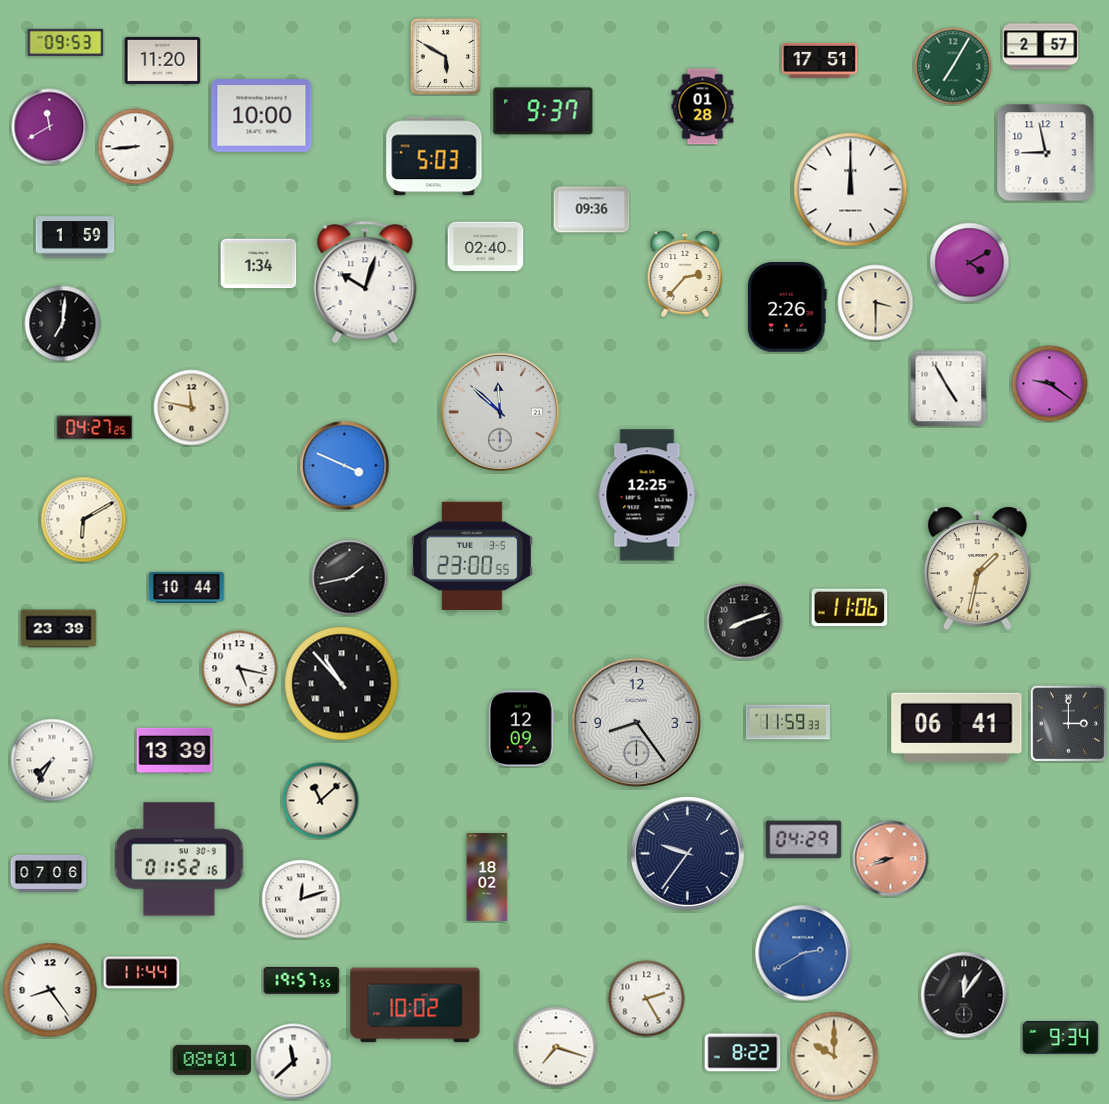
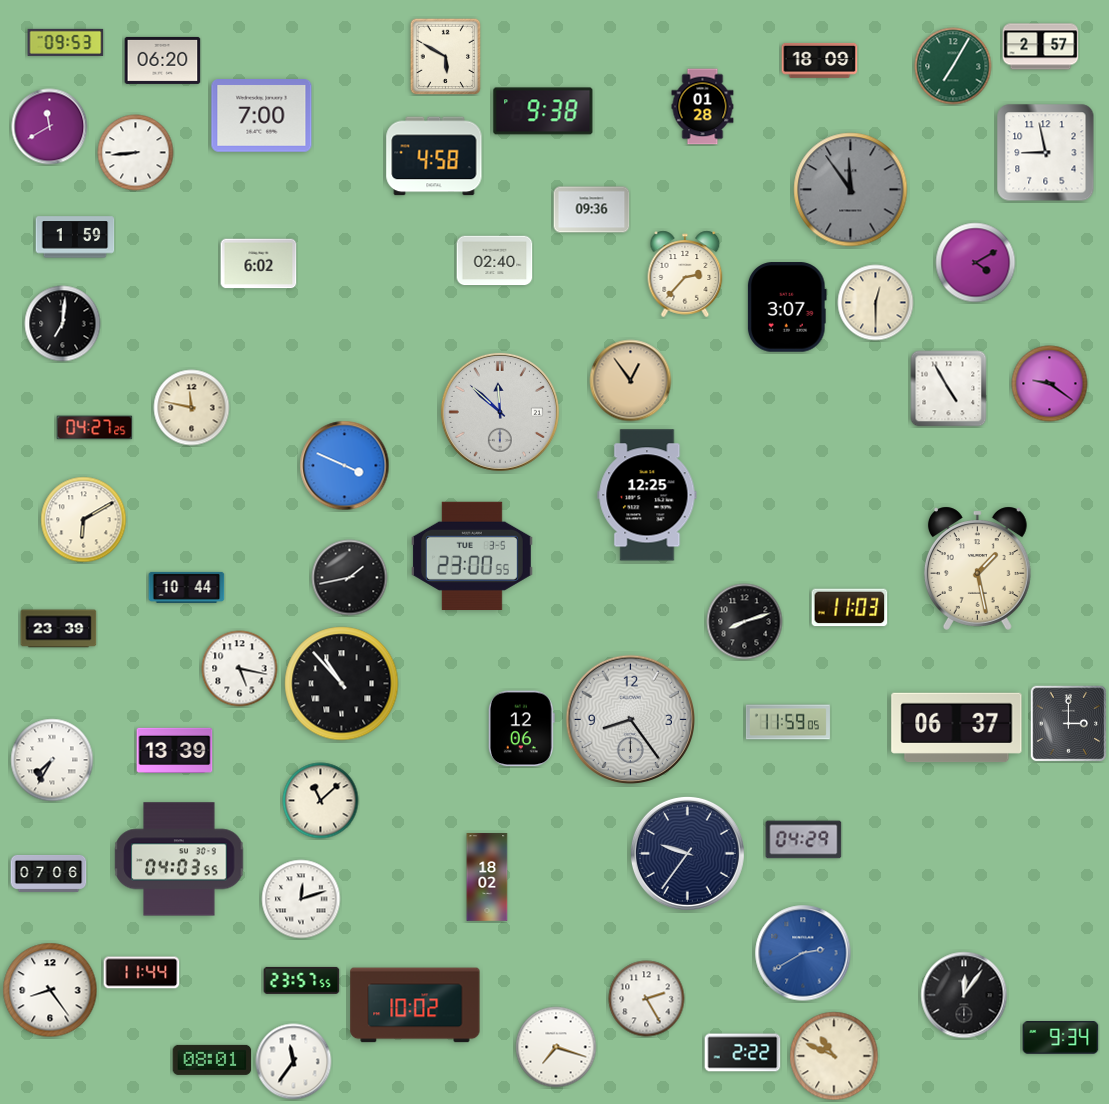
clock at (163, 60): 11:20 -> 06:20
clock at (820, 61): 17:51 -> 18:09
clock at (543, 111): 9:37 -> 9:38
clock at (262, 116): 10:00 -> 7:00
clock at (136, 147) position: (136, 147) -> (136, 153)
clock at (434, 156): 5:03 -> 4:58
clock at (851, 190): 12:00 -> 11:54
clock at (851, 190) dial: white -> grey
clock at (486, 247) position: (486, 247) -> (495, 261)
clock at (970, 263) position: (970, 263) -> (976, 263)
clock at (259, 264): 1:34 -> 6:02
clock at (365, 282): 10:03 -> none
clock at (876, 303): 3:30 -> 12:30
clock at (787, 307): 2:26 -> 3:07
clock at (631, 381): none -> 12:54
clock at (977, 568): 1:32 -> 1:28
clock at (850, 608): 11:06 -> 11:03
clock at (636, 722) position: (636, 722) -> (630, 719)
clock at (788, 722): 11:59:33 -> 11:59:05
clock at (957, 728): 06:41 -> 06:37
clock at (521, 729): 12:09 -> 12:06
clock at (179, 859): 01:52 -> 04:03
clock at (891, 859): 8:42 -> none
clock at (302, 980): 19:57 -> 23:57
clock at (743, 1053): 8:22 -> 2:22
clock at (834, 1056): 10:00 -> 10:49
clock at (294, 1062): 11:38 -> 11:36
